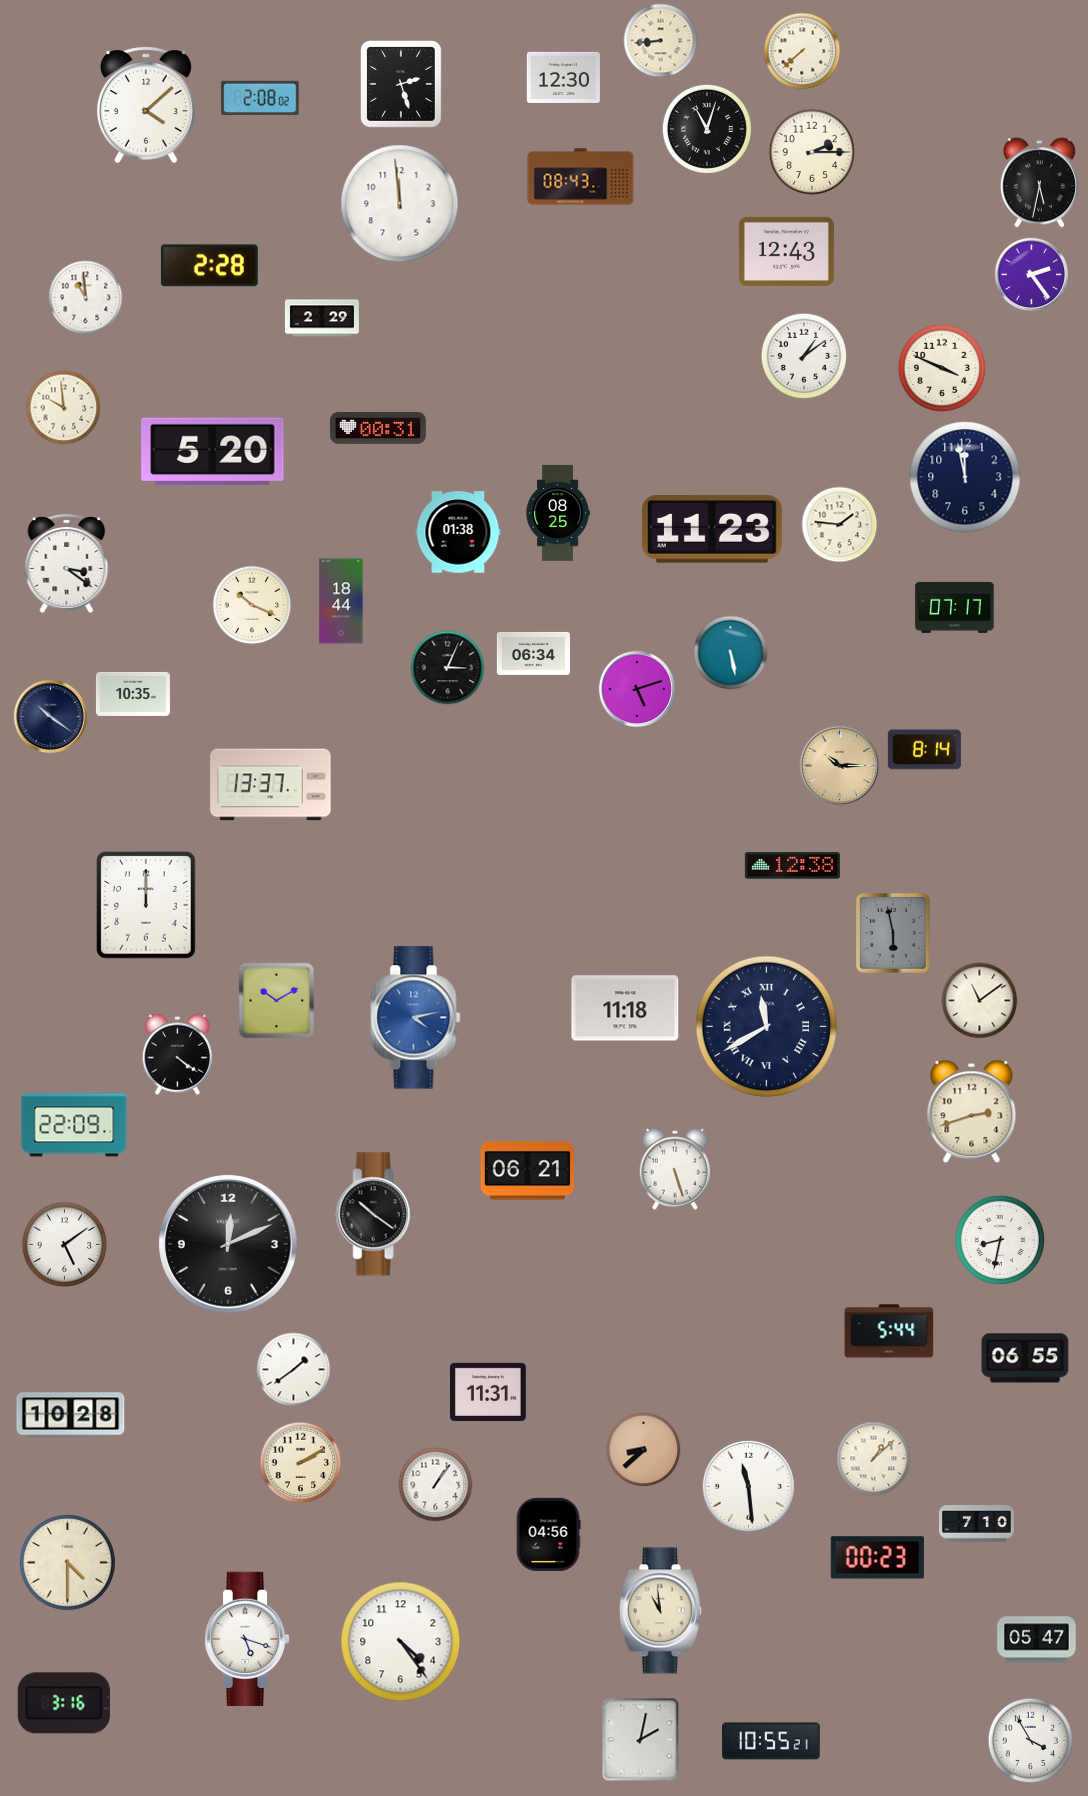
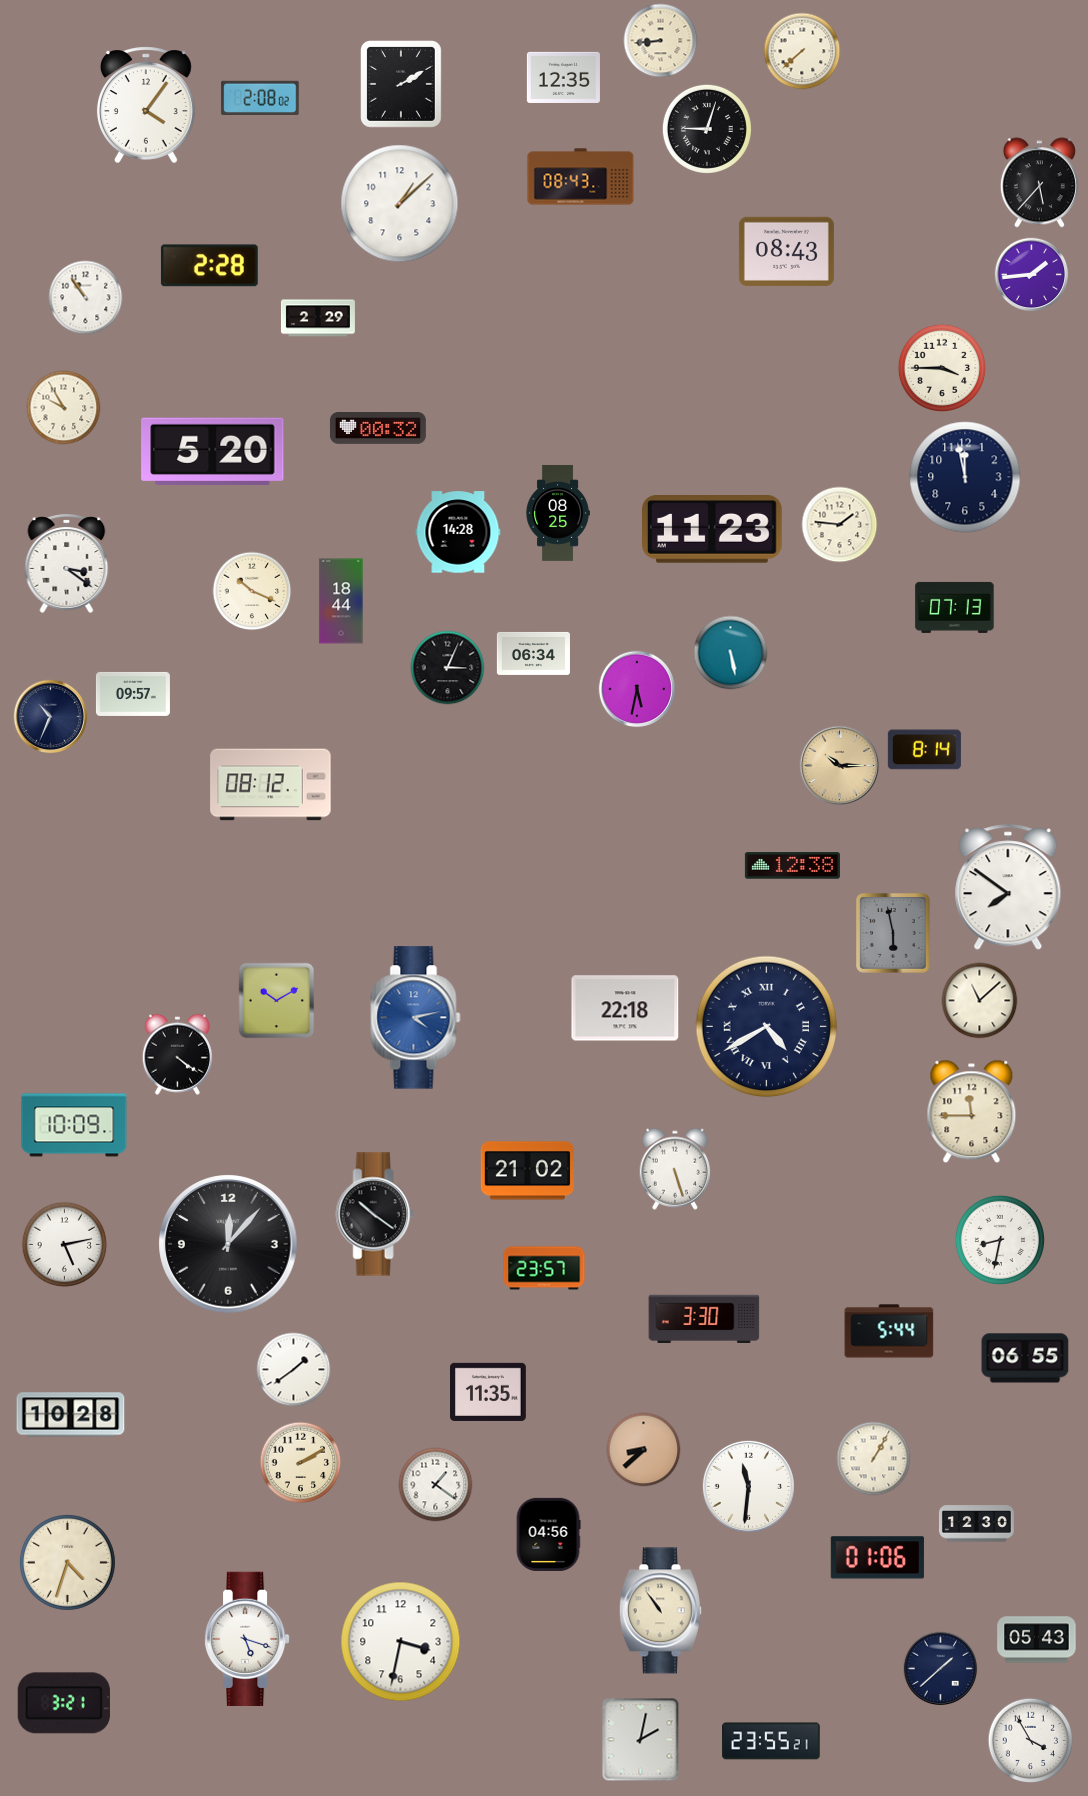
clock at (563, 77): 12:30 -> 12:35
clock at (402, 85): 2:27 -> 2:10
clock at (146, 105): 4:08 -> 4:06
clock at (707, 129): 11:03 -> 9:03
clock at (812, 152): 2:15 -> none
clock at (1039, 183): 5:32 -> 5:37
clock at (400, 204): 11:59 -> 1:08
clock at (786, 251): 12:43 -> 08:43
clock at (1032, 275): 2:24 -> 1:44
clock at (86, 298): 10:59 -> 10:54
clock at (322, 318) position: (322, 318) -> (318, 318)
clock at (804, 356): 1:09 -> none
clock at (941, 367): 3:49 -> 3:45
clock at (64, 408): 9:59 -> 9:55
clock at (378, 429): 00:31 -> 00:32
clock at (458, 532): 01:38 -> 14:28
clock at (252, 605) position: (252, 605) -> (252, 591)
clock at (955, 607): 07:17 -> 07:13
clock at (637, 689): 5:12 -> 5:32
clock at (133, 694): 10:35 -> 09:57
clock at (51, 717): 10:21 -> 10:34
clock at (271, 785): 13:37 -> 08:12
clock at (1008, 888): none -> 7:51
clock at (146, 905): 12:00 -> none
clock at (980, 1001): 11:09 -> 11:08
clock at (625, 1008): 11:18 -> 22:18
clock at (767, 1027): 11:40 -> 4:40
clock at (972, 1112): 2:42 -> 11:45
clock at (74, 1125): 22:09 -> 10:09
clock at (527, 1171): 06:21 -> 21:02
clock at (228, 1244): 12:11 -> 12:07
clock at (65, 1245): 5:09 -> 5:13
clock at (544, 1268): none -> 23:57
clock at (704, 1319): none -> 3:30
clock at (489, 1392): 11:31 -> 11:35
clock at (874, 1459): 1:08 -> 1:05
clock at (436, 1485): 1:06 -> 1:21
clock at (748, 1486): 11:29 -> 11:31
clock at (976, 1524): 7:10 -> 12:30
clock at (877, 1558): 00:23 -> 01:06
clock at (67, 1562): 4:30 -> 4:33
clock at (660, 1611): 10:59 -> 10:54
clock at (1037, 1640): 05:47 -> 05:43
clock at (401, 1642): 4:24 -> 3:32
clock at (941, 1669): none -> 1:38
clock at (64, 1703): 3:16 -> 3:21
clock at (771, 1741): 10:55 -> 23:55
